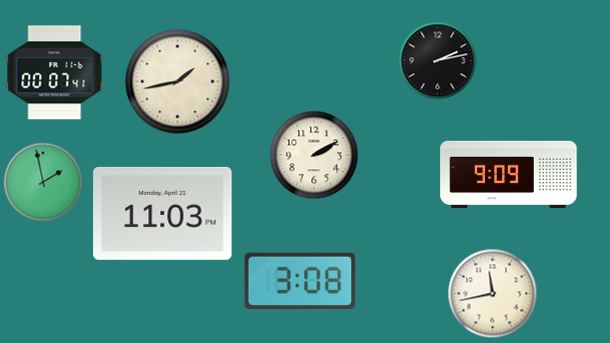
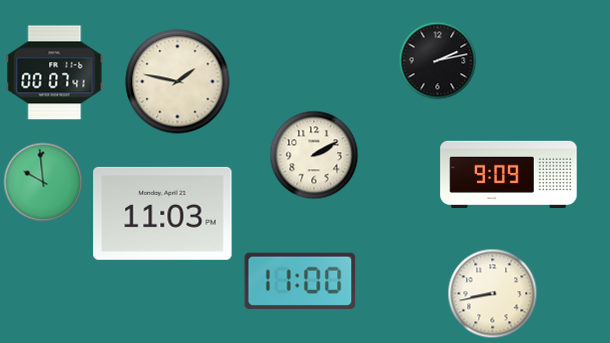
clock at (178, 82): 1:43 -> 1:47
clock at (43, 182): 1:58 -> 9:59
clock at (300, 281): 3:08 -> 11:00
clock at (492, 293): 11:43 -> 8:43
